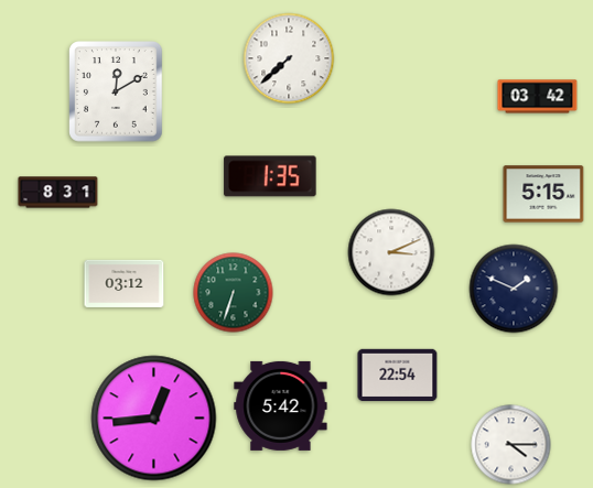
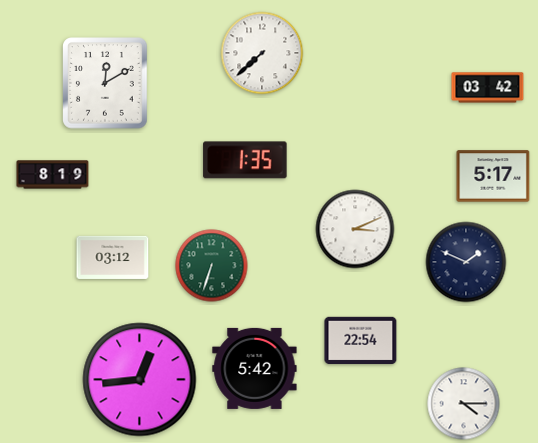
clock at (58, 193): 8:31 -> 8:19
clock at (543, 194): 5:15 -> 5:17
